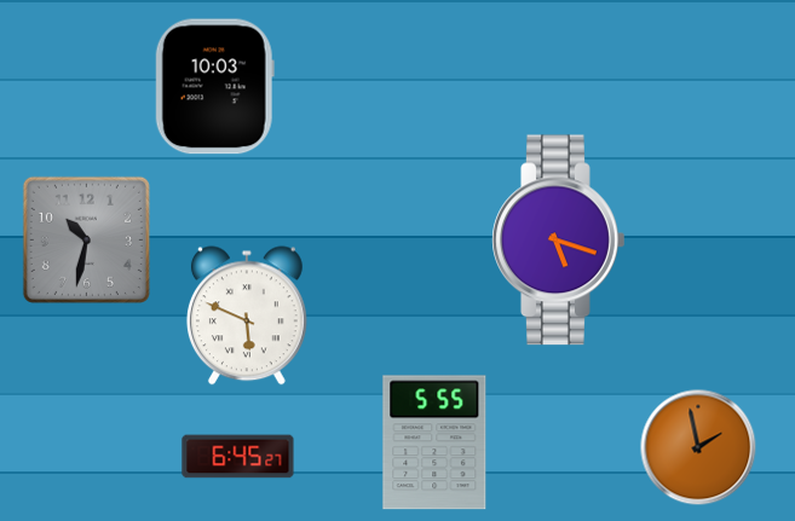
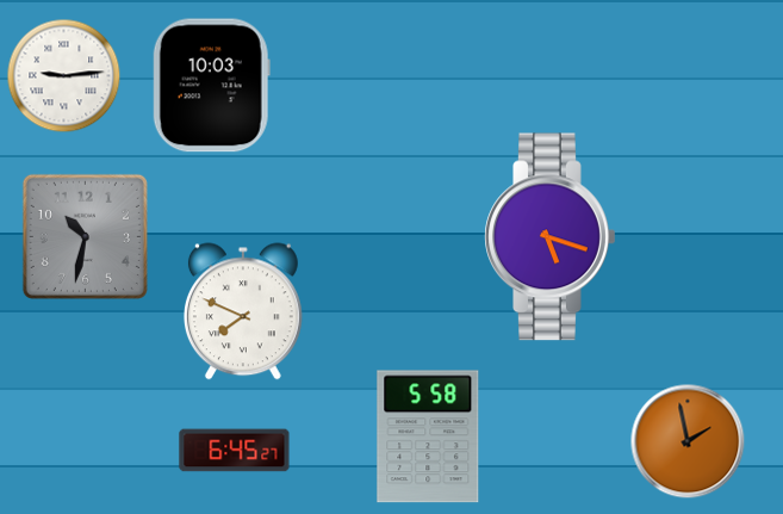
clock at (64, 76): none -> 9:14
clock at (247, 316): 5:49 -> 7:49
clock at (434, 442): 5:55 -> 5:58
